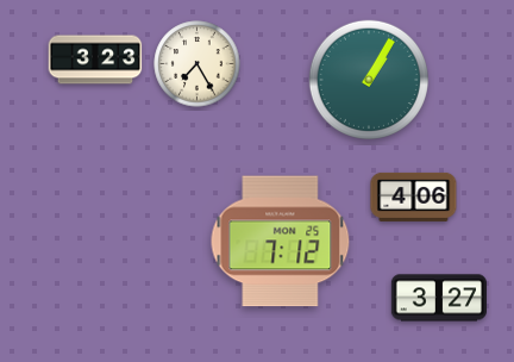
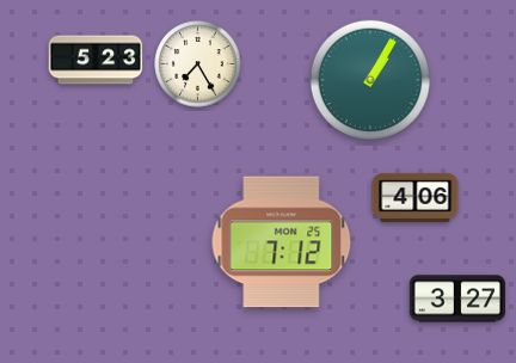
clock at (95, 60): 3:23 -> 5:23
clock at (438, 298) position: (438, 298) -> (456, 299)
